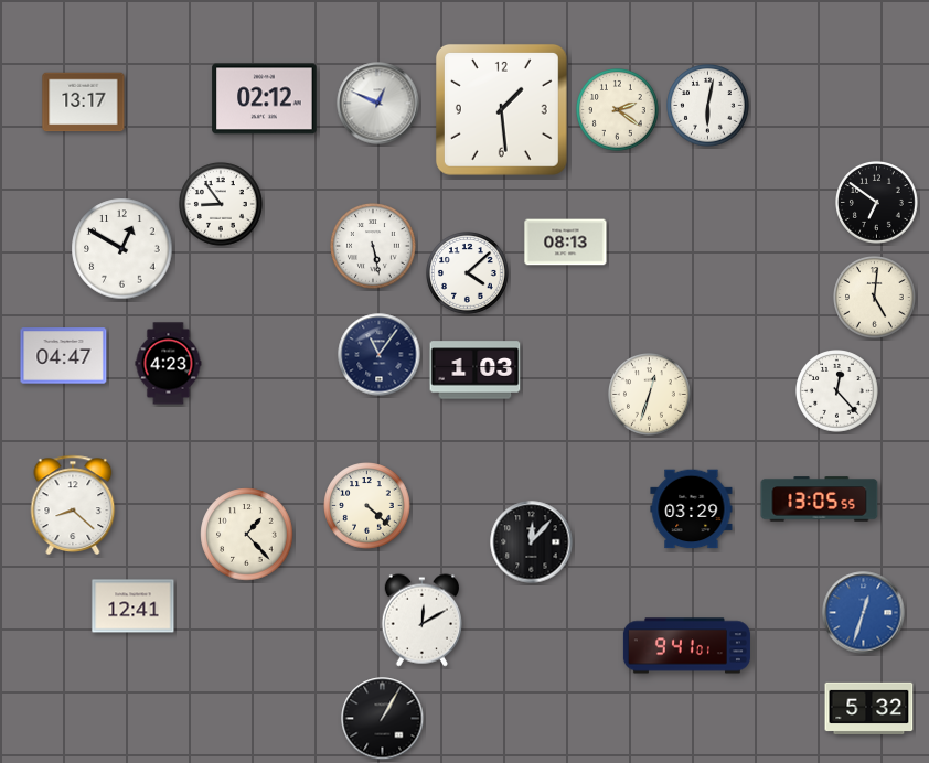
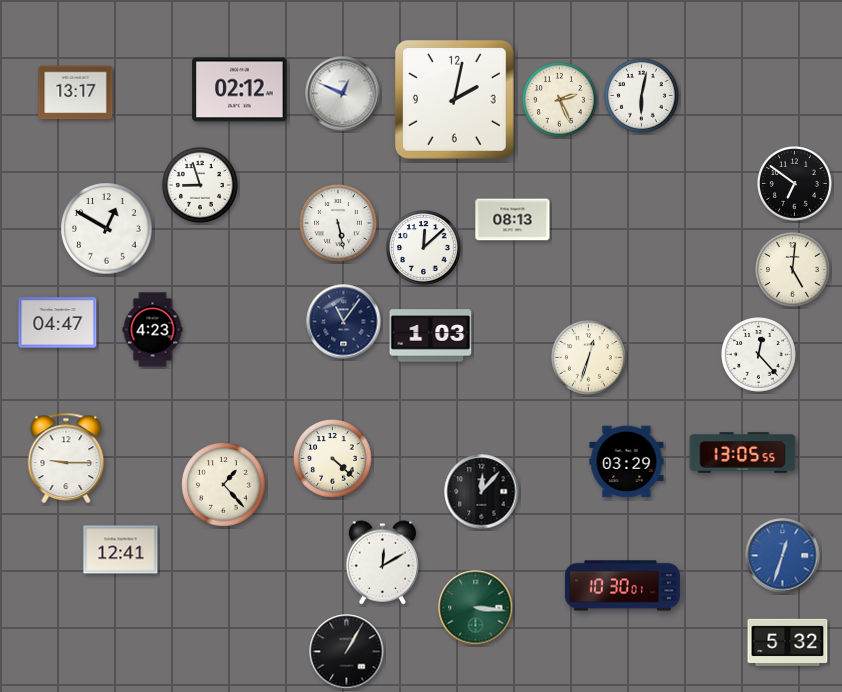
clock at (501, 109): 1:29 -> 2:02
clock at (618, 110): 2:21 -> 2:26
clock at (222, 205): 8:54 -> 8:57
clock at (122, 249) position: (122, 249) -> (107, 229)
clock at (468, 273): 4:08 -> 12:08
clock at (73, 505): 8:22 -> 9:15
clock at (686, 646): 9:41 -> 10:30
clock at (476, 608): none -> 3:16
